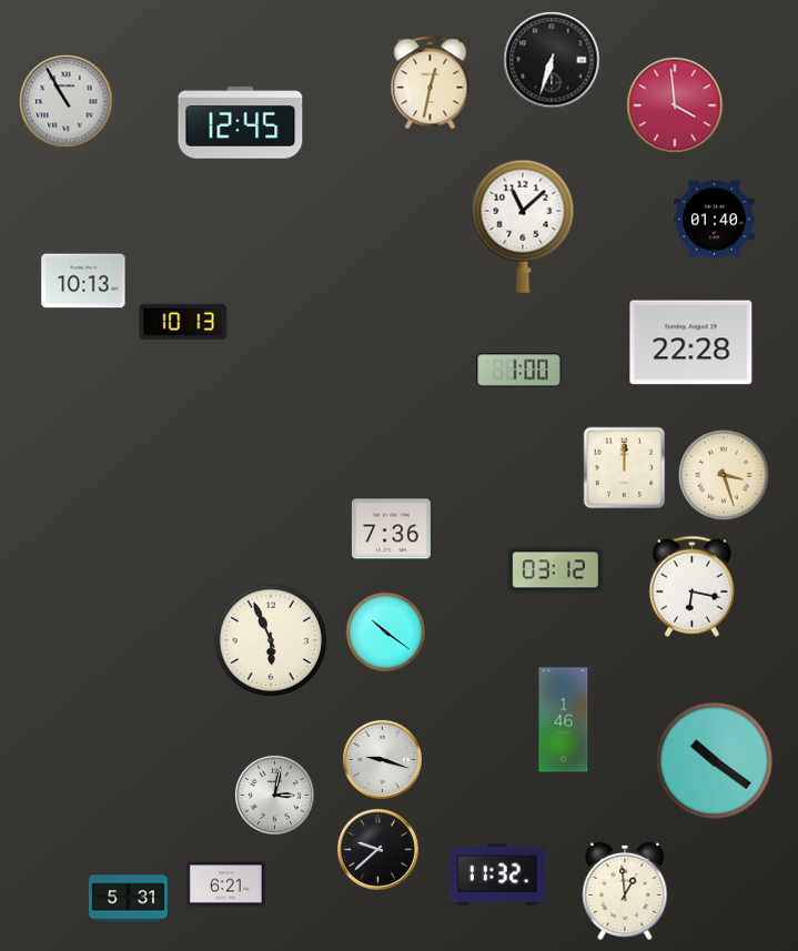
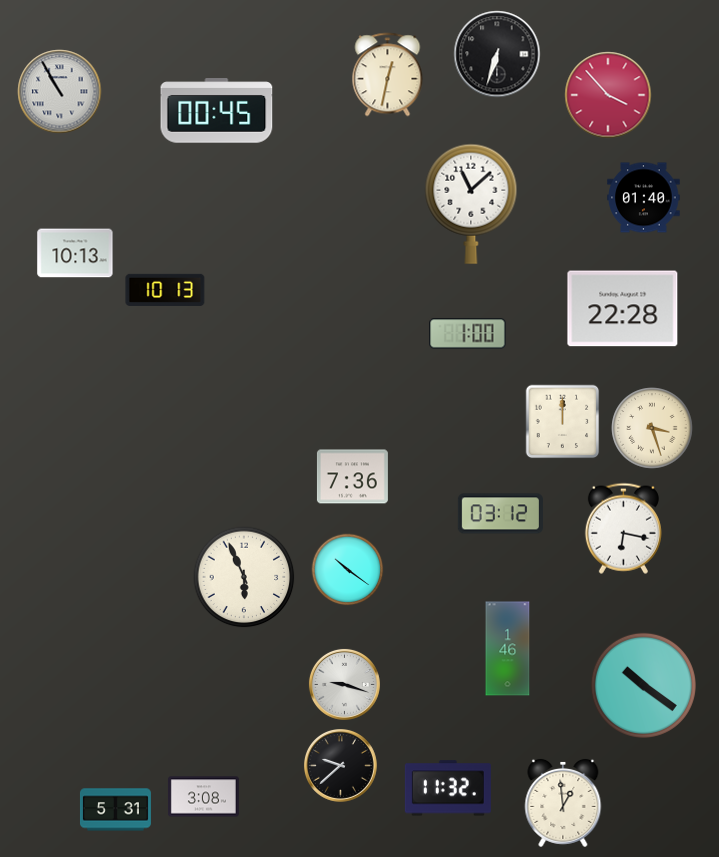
clock at (675, 105): 3:59 -> 3:53
clock at (241, 123): 12:45 -> 00:45
clock at (274, 795): 3:02 -> none
clock at (225, 884): 6:21 -> 3:08
